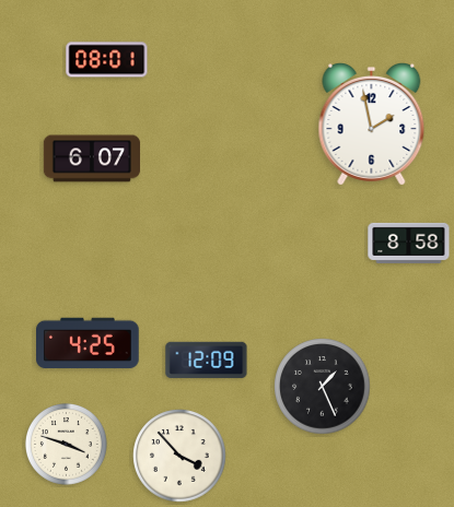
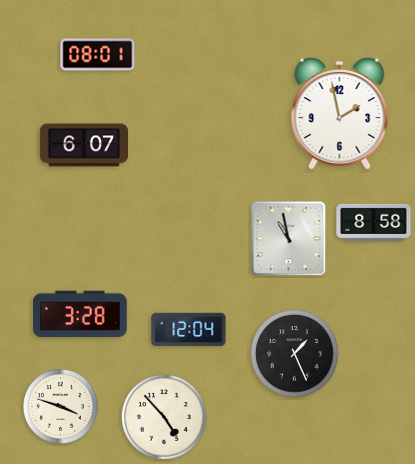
clock at (289, 239): none -> 10:58
clock at (88, 343): 4:25 -> 3:28
clock at (207, 359): 12:09 -> 12:04
clock at (179, 456): 3:53 -> 4:53
